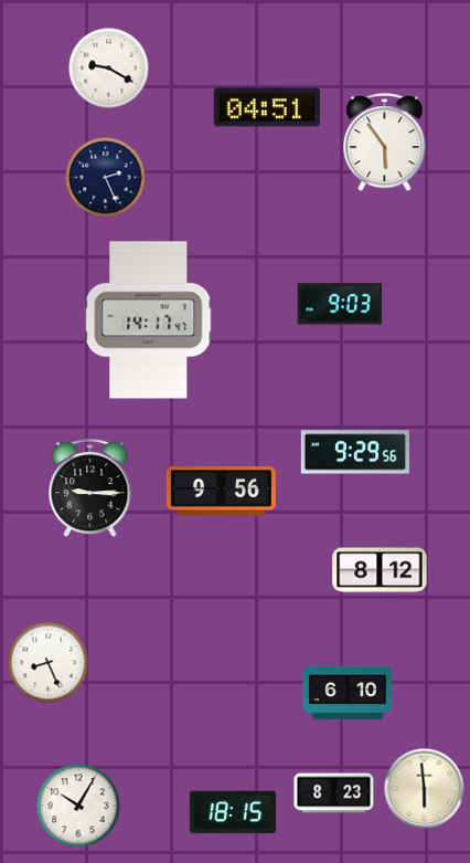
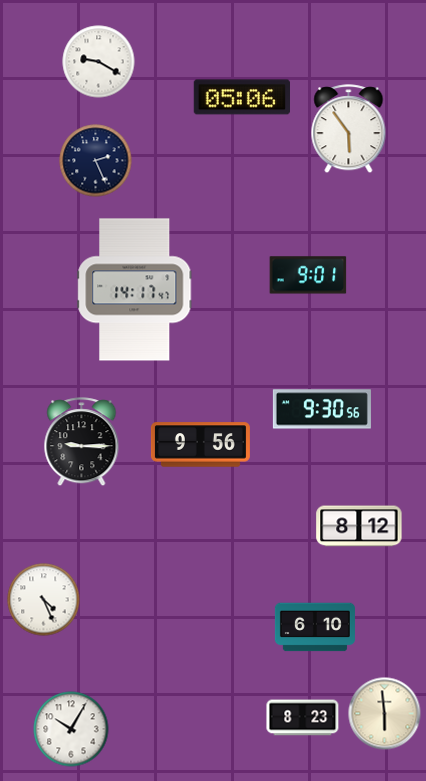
clock at (266, 107): 04:51 -> 05:06
clock at (340, 304): 9:03 -> 9:01
clock at (355, 452): 9:29 -> 9:30
clock at (380, 570) position: (380, 570) -> (359, 526)
clock at (49, 663): 8:26 -> 4:26
clock at (233, 812): 18:15 -> none
